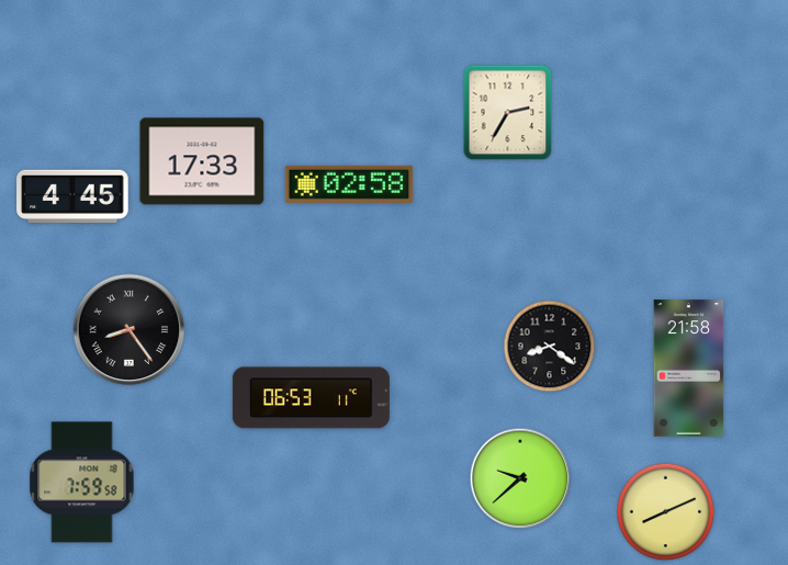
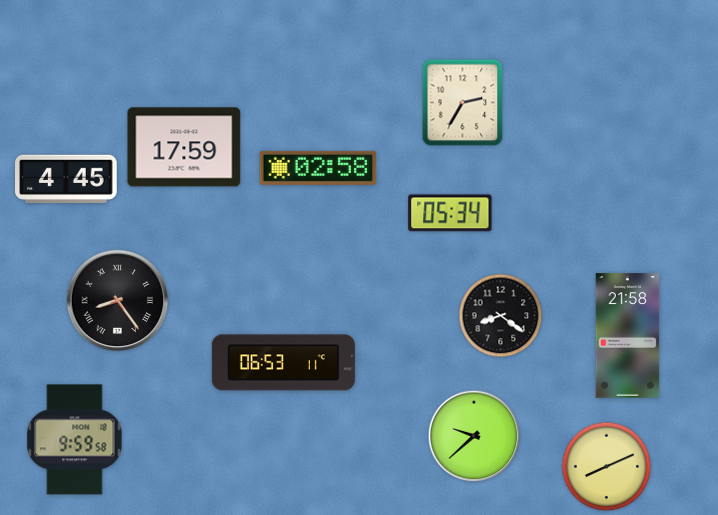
clock at (202, 161): 17:33 -> 17:59
clock at (450, 213): none -> 05:34
clock at (82, 483): 7:59 -> 9:59
